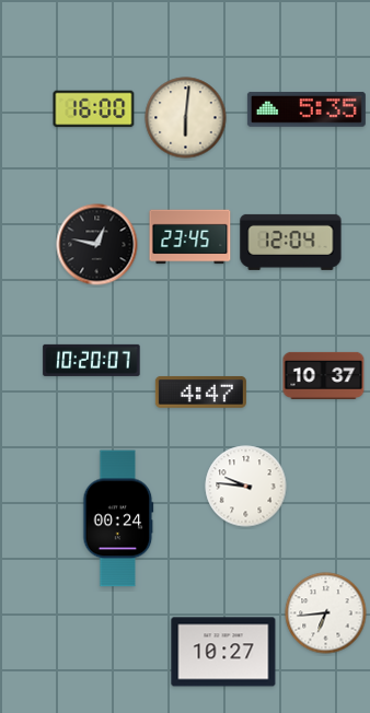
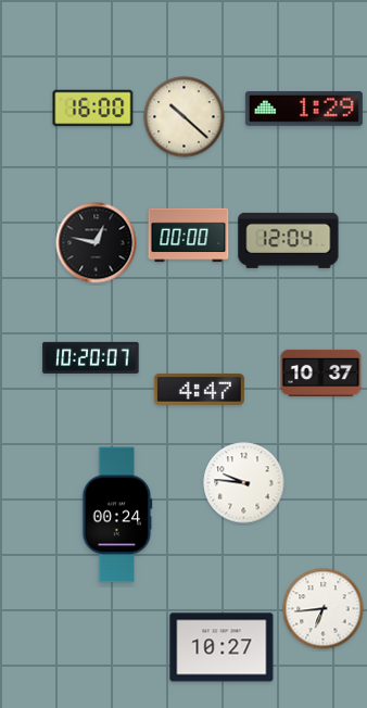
clock at (307, 109): 5:35 -> 1:29
clock at (186, 118): 6:01 -> 10:22
clock at (190, 237): 23:45 -> 00:00
